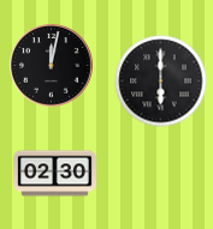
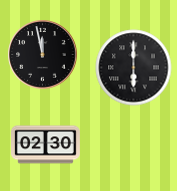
clock at (52, 66): 12:02 -> 11:58
